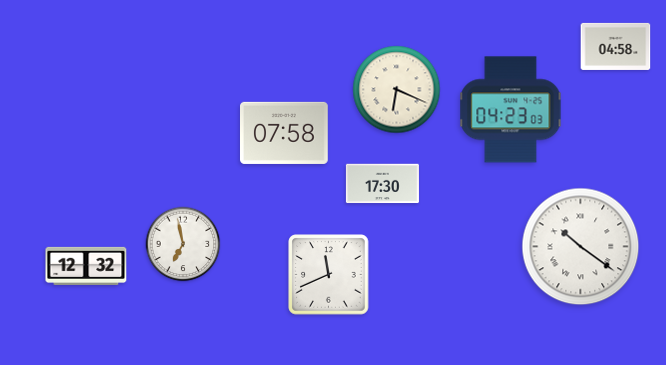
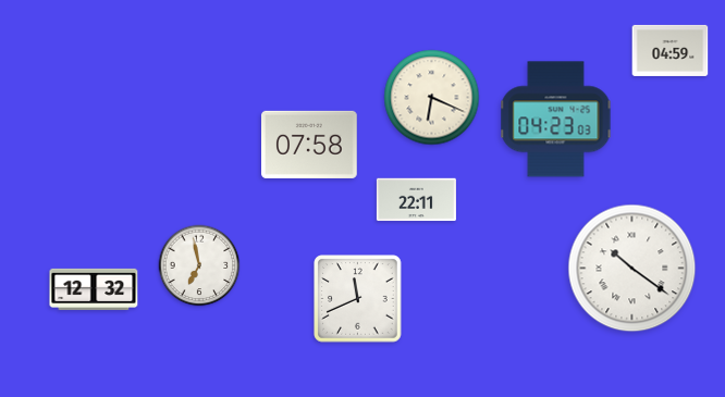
clock at (616, 46): 04:58 -> 04:59
clock at (382, 184): 17:30 -> 22:11
